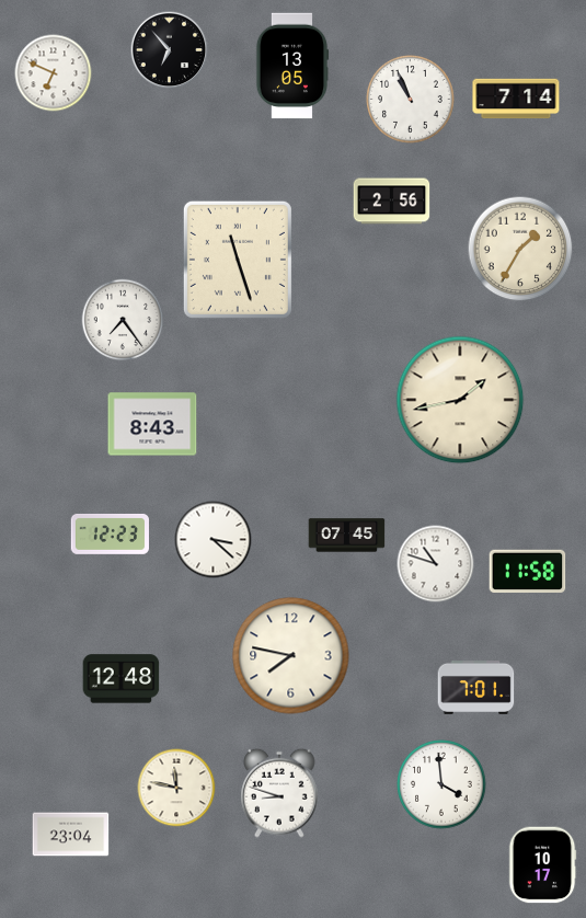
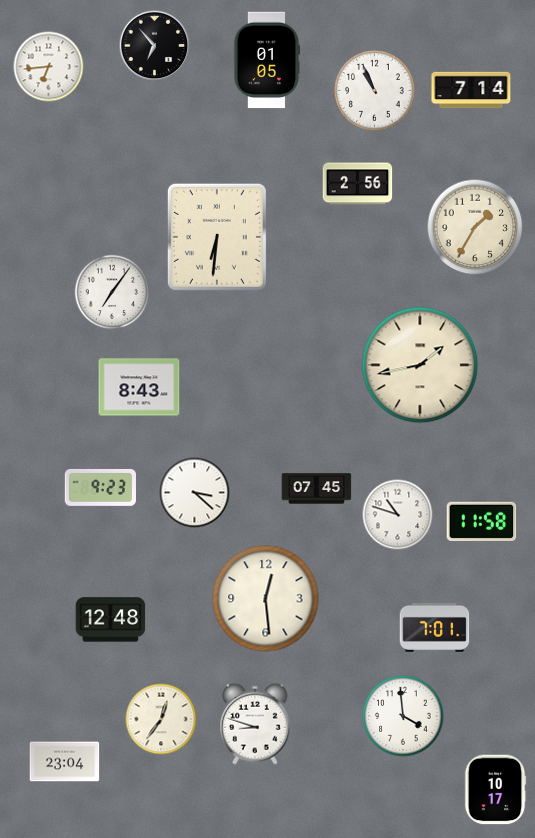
clock at (292, 66): 13:05 -> 01:05
clock at (54, 73): 6:49 -> 6:44
clock at (238, 260): 11:27 -> 6:31
clock at (123, 320): 7:24 -> 7:06
clock at (110, 533): 12:23 -> 9:23
clock at (291, 656): 7:47 -> 12:29
clock at (176, 788): 11:47 -> 12:36
